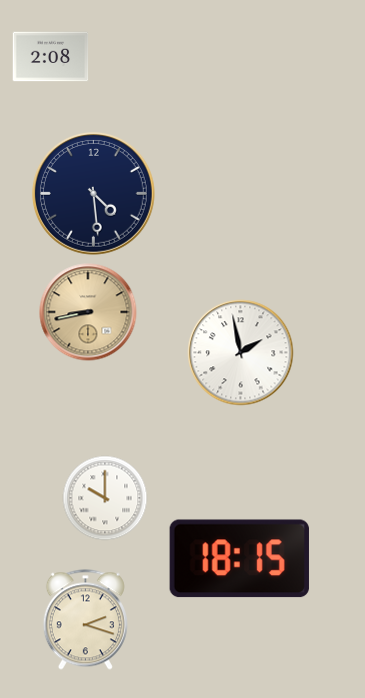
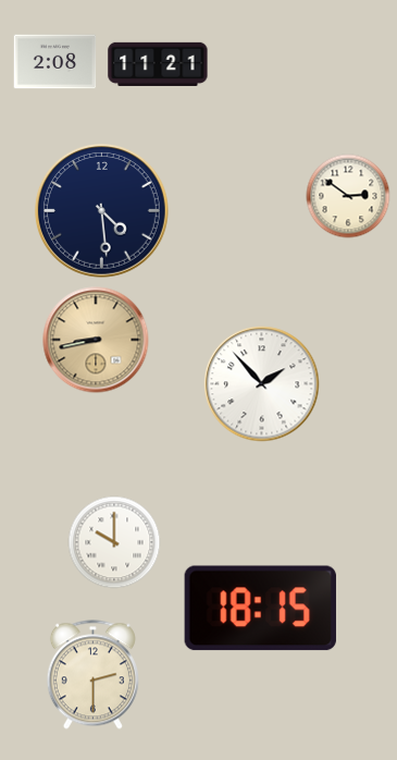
clock at (158, 64): none -> 11:21
clock at (348, 196): none -> 2:51
clock at (241, 353): 1:58 -> 1:53
clock at (85, 620): 2:18 -> 2:30
